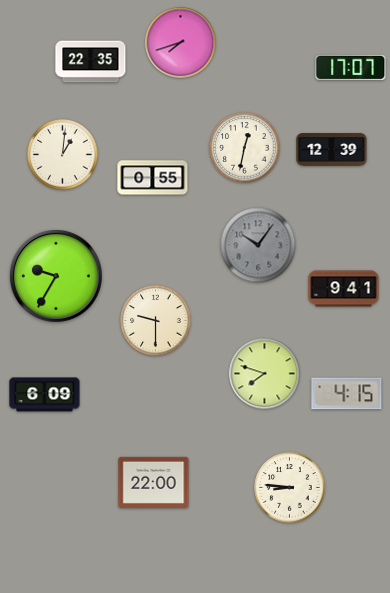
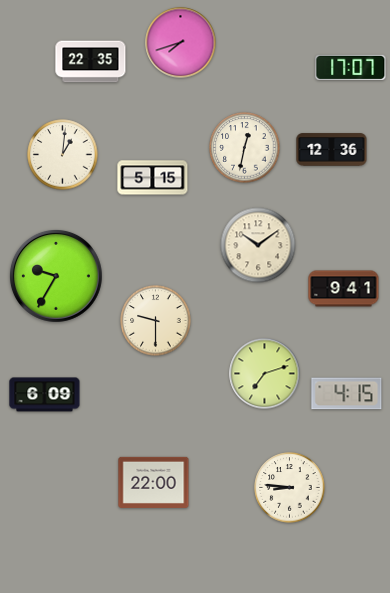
clock at (332, 150): 12:39 -> 12:36
clock at (153, 178): 0:55 -> 5:15
clock at (258, 245): 10:06 -> 10:09
clock at (258, 245) dial: grey -> cream
clock at (265, 374): 7:48 -> 7:12
